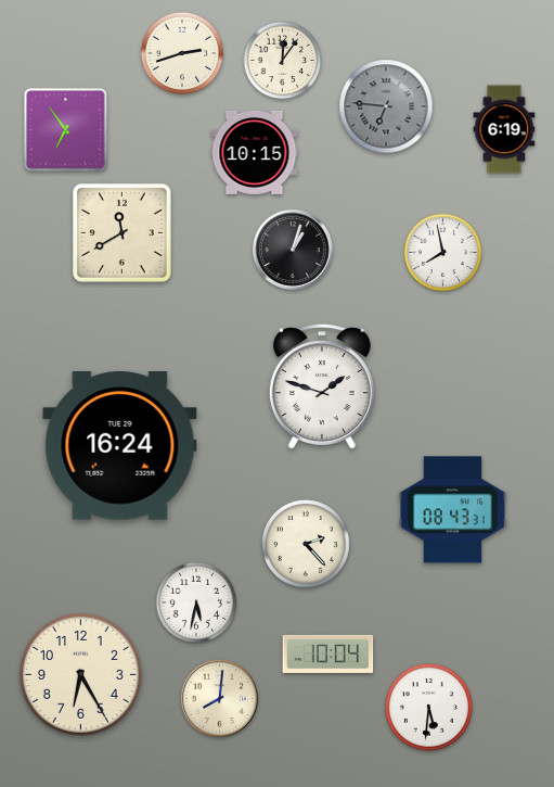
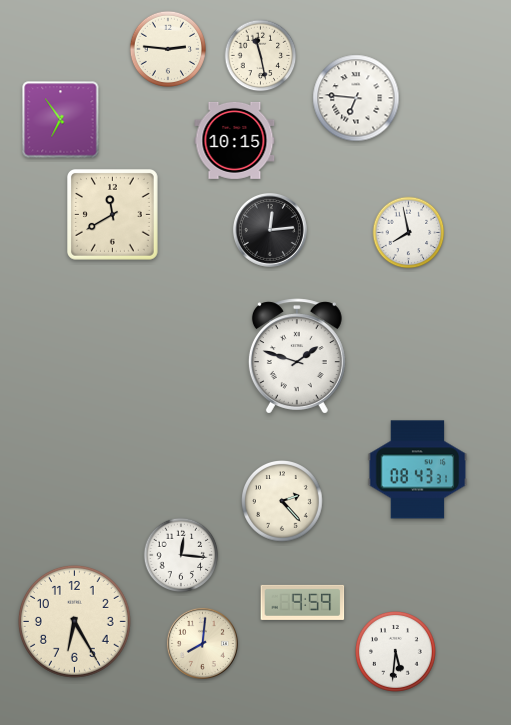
clock at (181, 52): 2:42 -> 2:46
clock at (283, 61): 12:06 -> 11:28
clock at (386, 106) dial: grey -> white
clock at (504, 129): 6:19 -> none
clock at (293, 250): 1:03 -> 12:14
clock at (120, 446): 16:24 -> none
clock at (196, 602): 5:32 -> 12:16
clock at (328, 653): 10:04 -> 9:59
